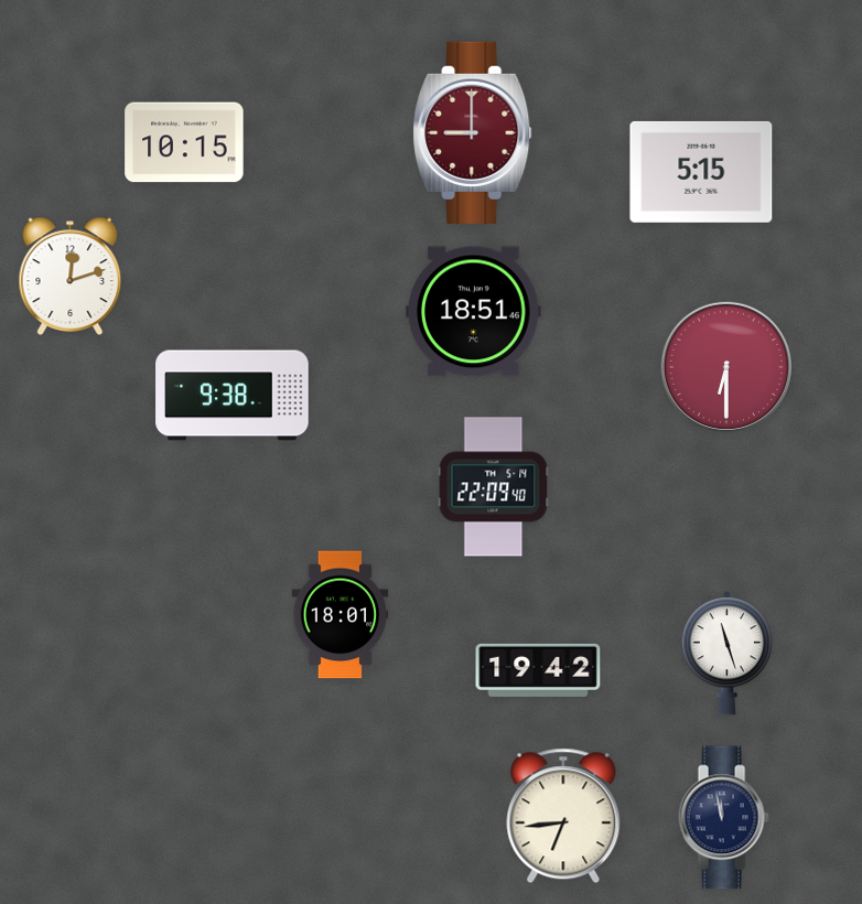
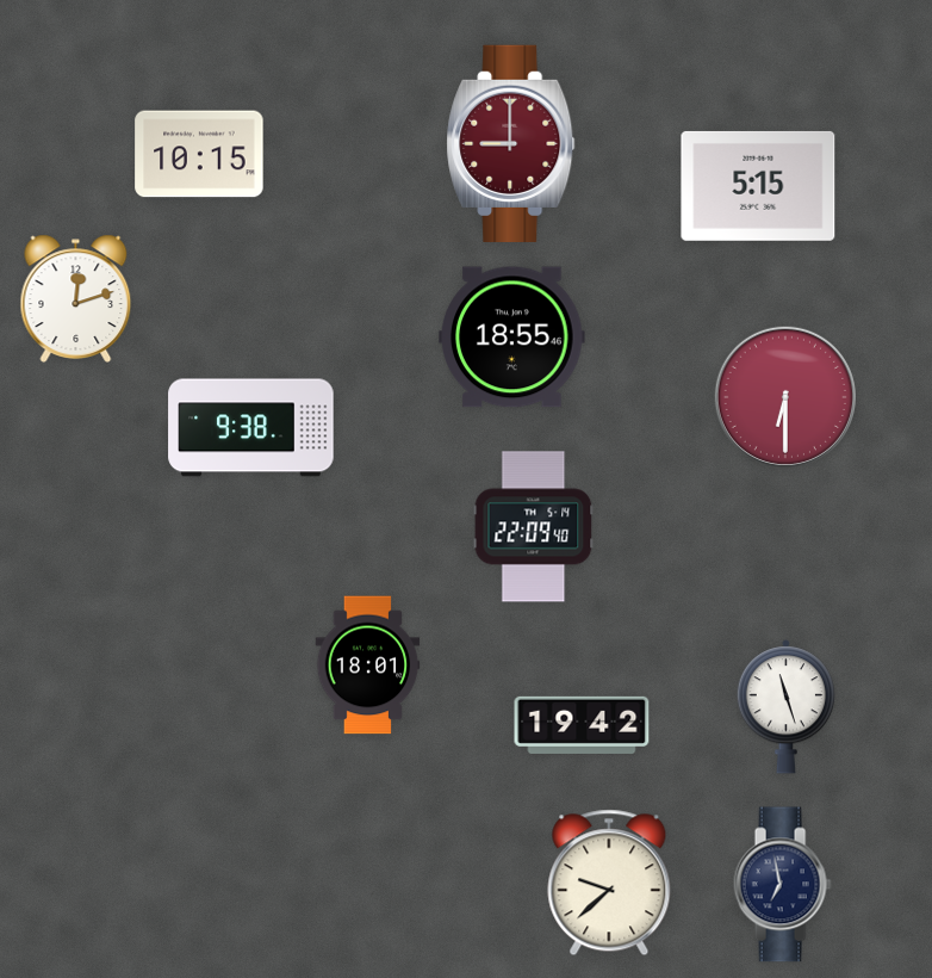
clock at (474, 312): 18:51 -> 18:55
clock at (563, 816): 6:44 -> 9:38
clock at (723, 818): 11:58 -> 6:58
